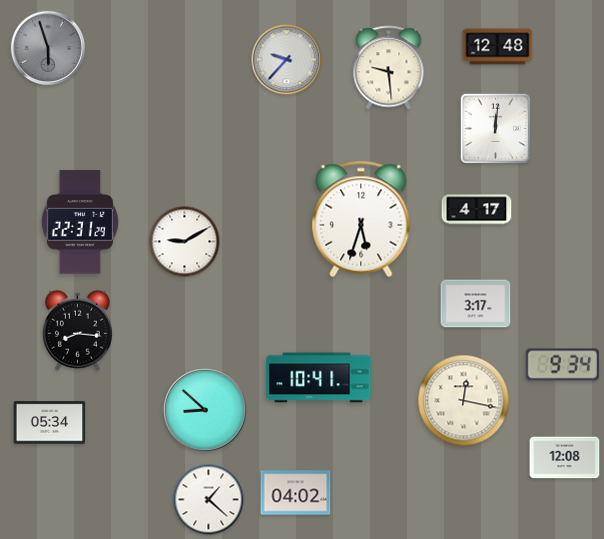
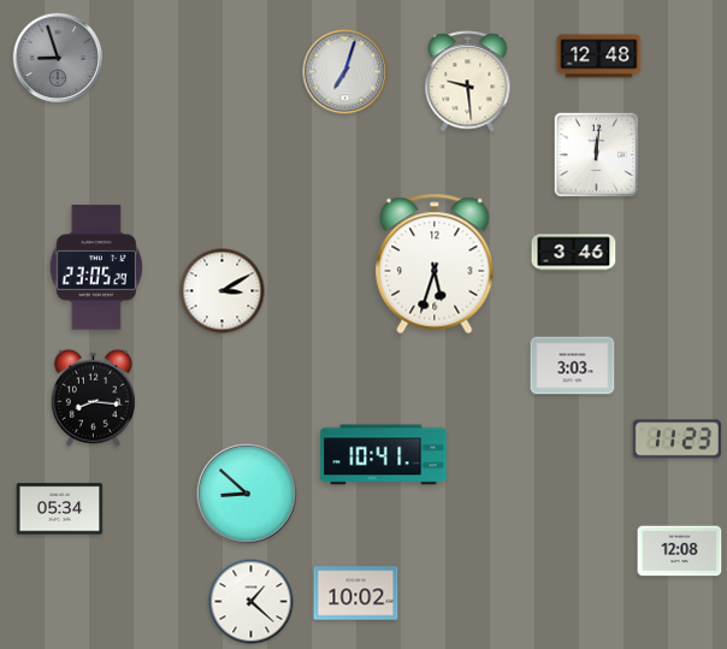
clock at (48, 48): 5:57 -> 8:57
clock at (287, 60): 9:37 -> 7:03
clock at (477, 210): 4:17 -> 3:46
clock at (80, 222): 22:31 -> 23:05
clock at (185, 242): 9:10 -> 3:10
clock at (476, 304): 3:17 -> 3:03
clock at (562, 365): 9:34 -> 11:23
clock at (464, 401): 12:17 -> none
clock at (296, 493): 04:02 -> 10:02
